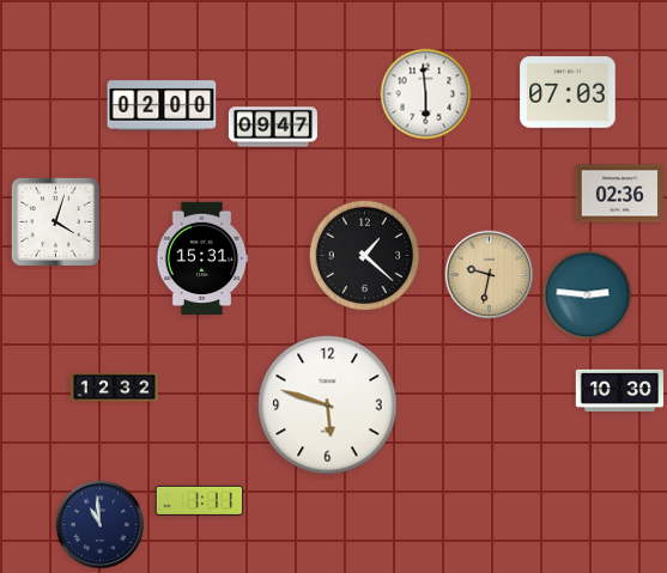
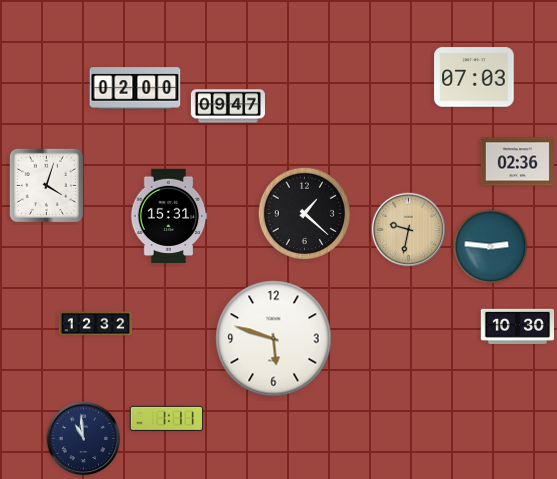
clock at (426, 95): 5:59 -> none
